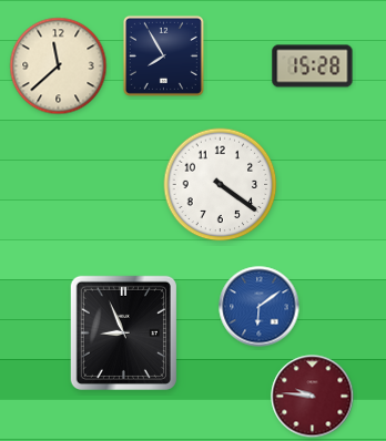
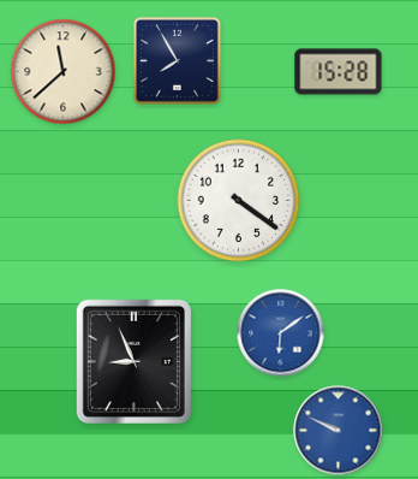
clock at (313, 397): 9:46 -> 9:49
clock at (313, 397) dial: burgundy -> blue
